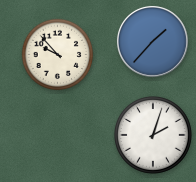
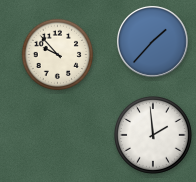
clock at (153, 135): 2:03 -> 1:59
